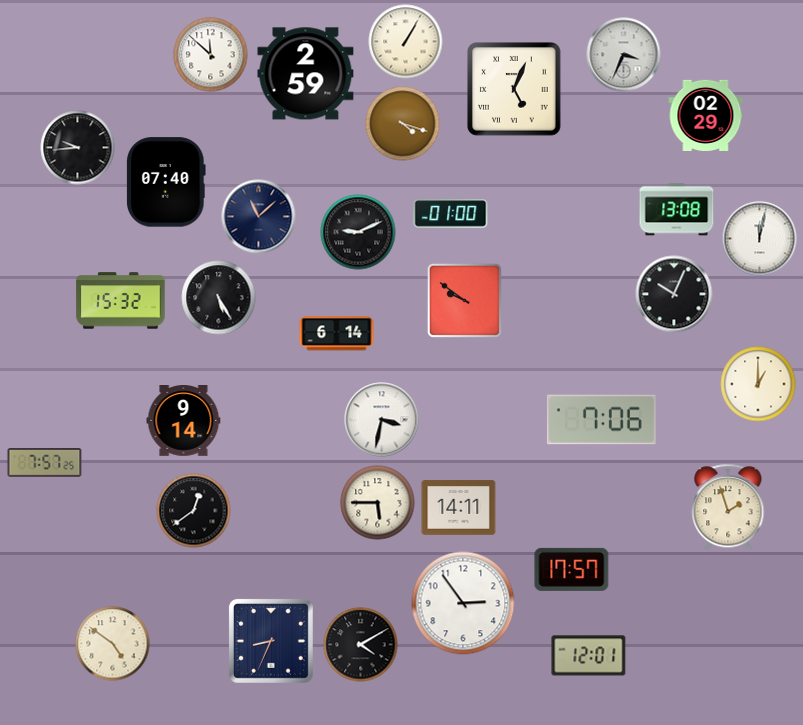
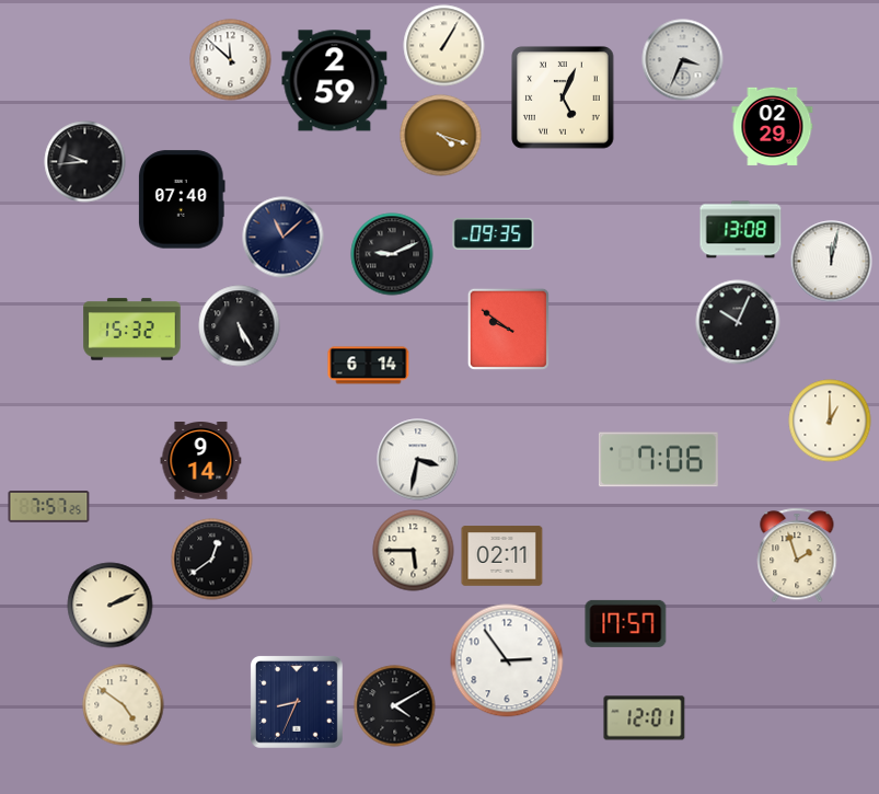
clock at (451, 214): 01:00 -> 09:35
clock at (459, 508): 14:11 -> 02:11
clock at (111, 606): none -> 2:11
